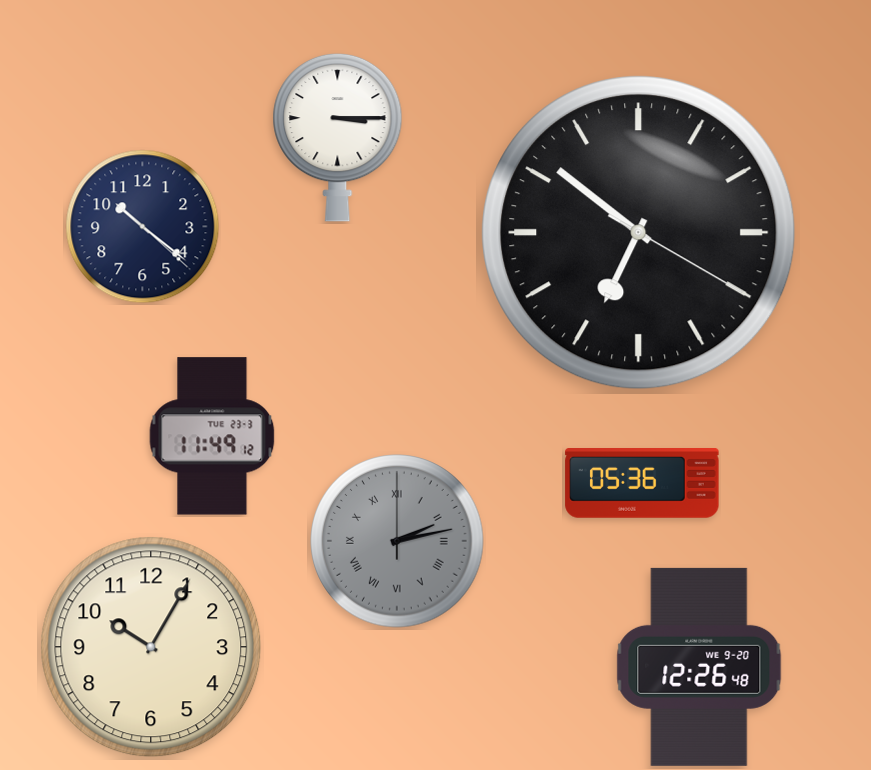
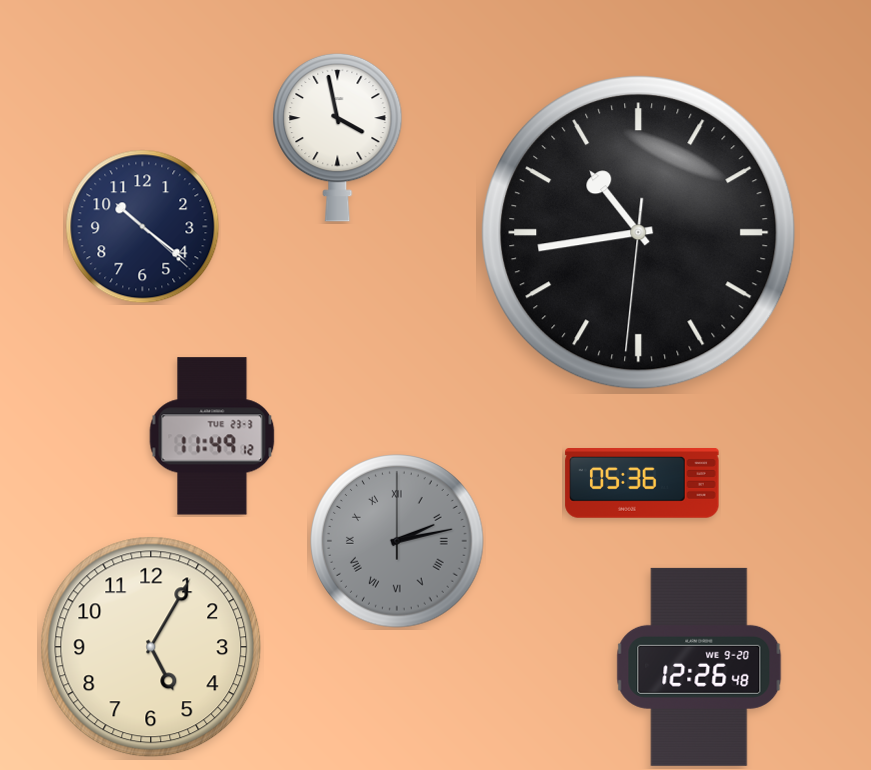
clock at (338, 137): 3:15 -> 3:58
clock at (639, 233): 6:51 -> 10:43
clock at (151, 647): 10:05 -> 5:05
